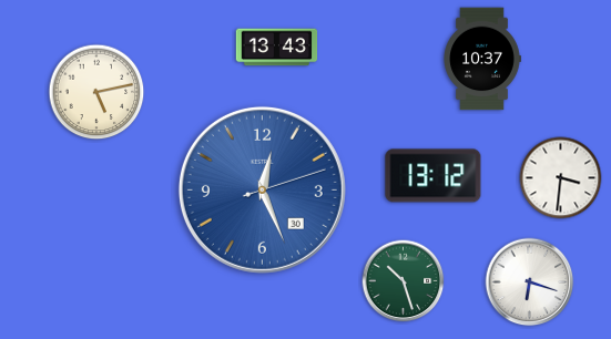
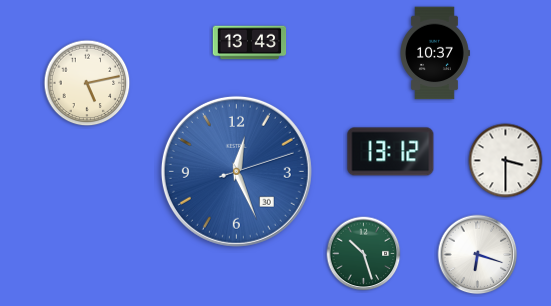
clock at (434, 176) position: (434, 176) -> (391, 152)
clock at (561, 178): 3:31 -> 3:30
